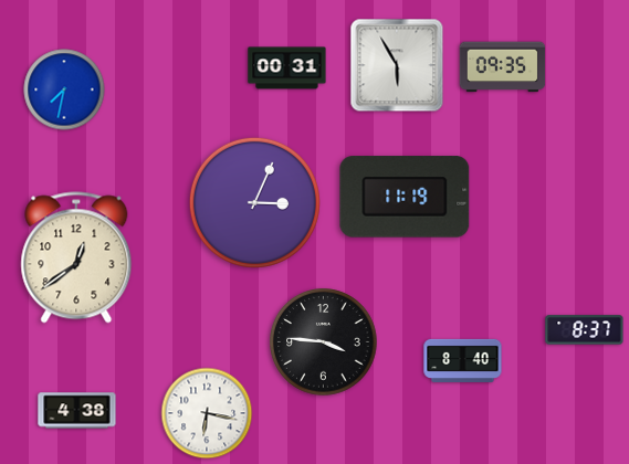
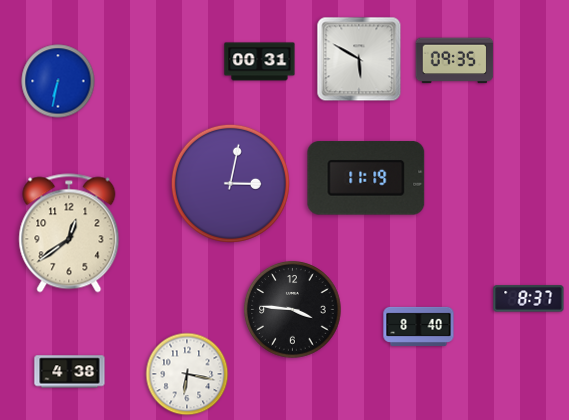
clock at (397, 65): 5:55 -> 5:50
clock at (64, 89): 7:32 -> 6:32
clock at (254, 202): 3:04 -> 3:02
